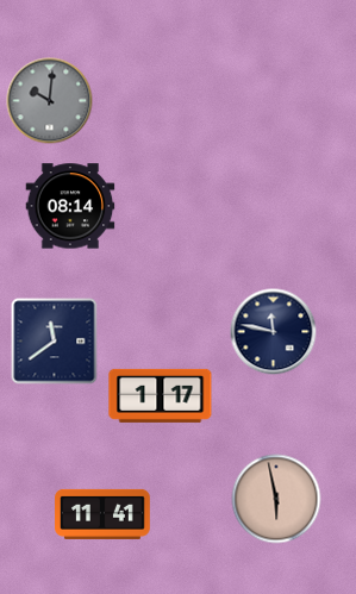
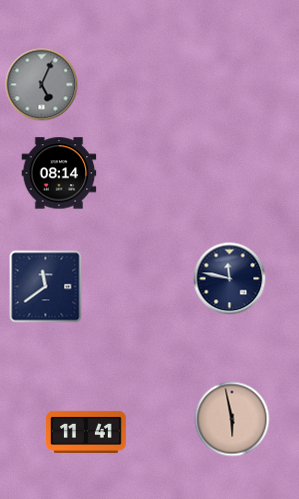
clock at (50, 101): 10:01 -> 5:04
clock at (161, 395): 1:17 -> none
